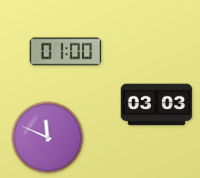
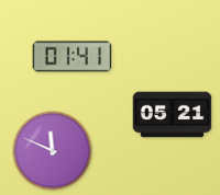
clock at (66, 52): 01:00 -> 01:41
clock at (157, 105): 03:03 -> 05:21
